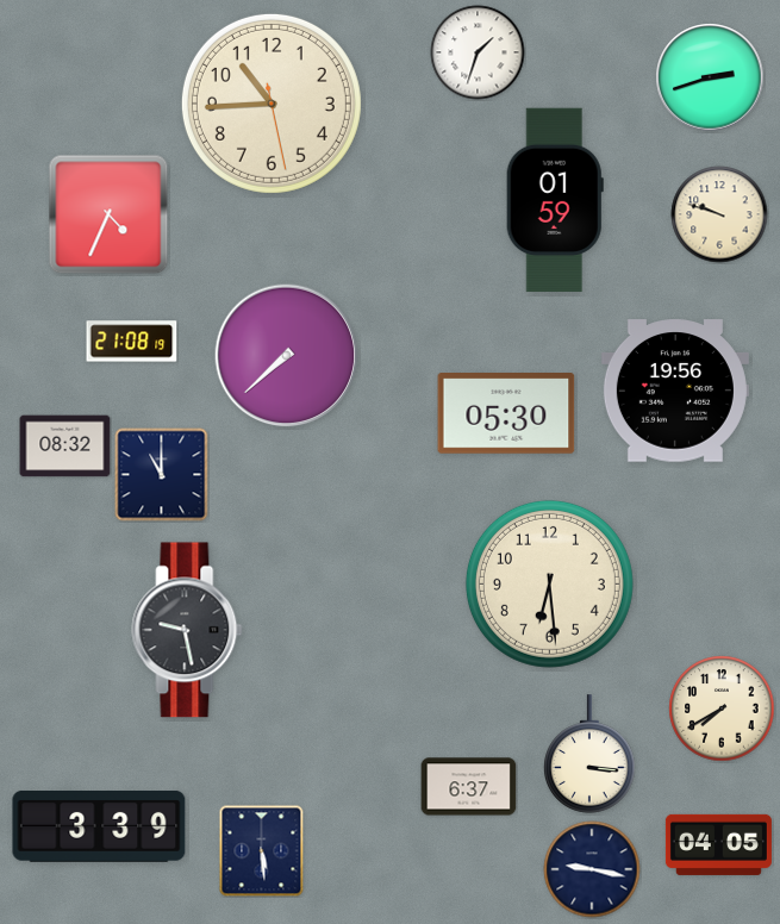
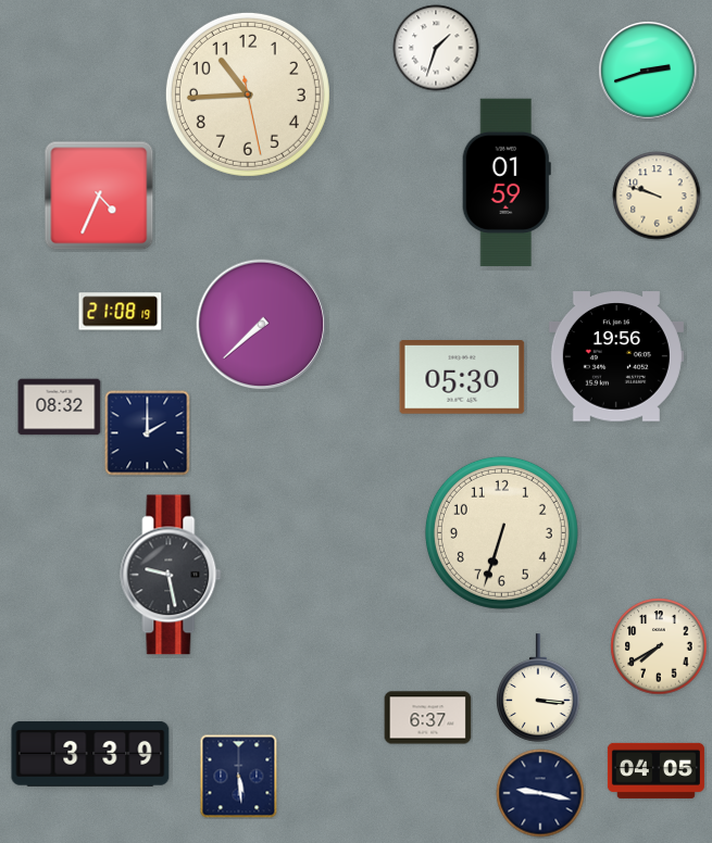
clock at (162, 475): 11:00 -> 2:00
clock at (549, 583): 6:29 -> 6:33
